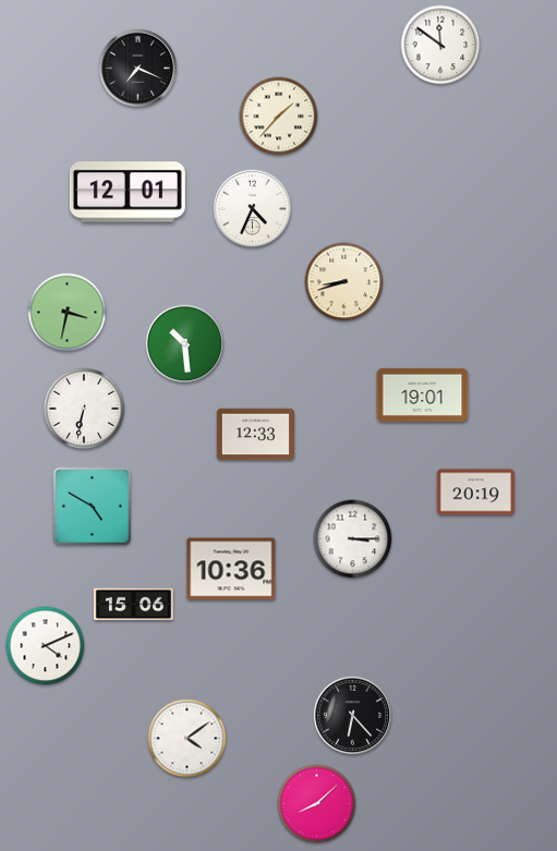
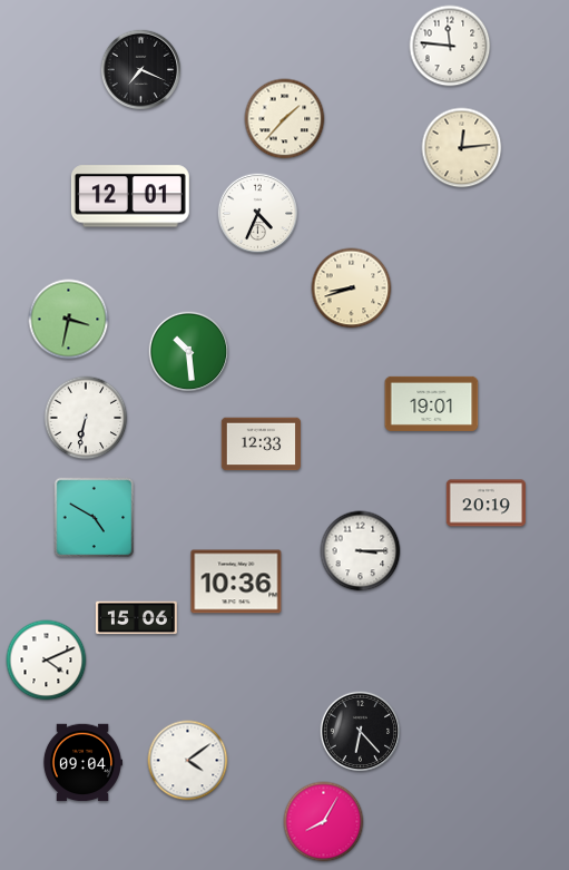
clock at (440, 45): 11:51 -> 11:46
clock at (462, 148): none -> 12:14
clock at (187, 739) position: (187, 739) -> (188, 761)
clock at (81, 763): none -> 09:04
clock at (317, 804): 8:08 -> 8:05
